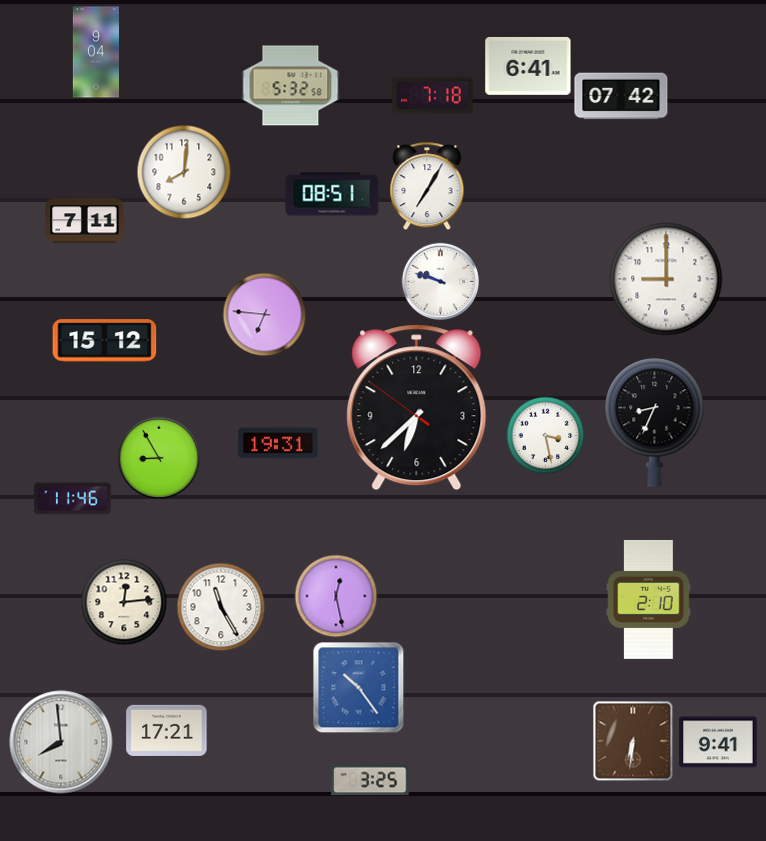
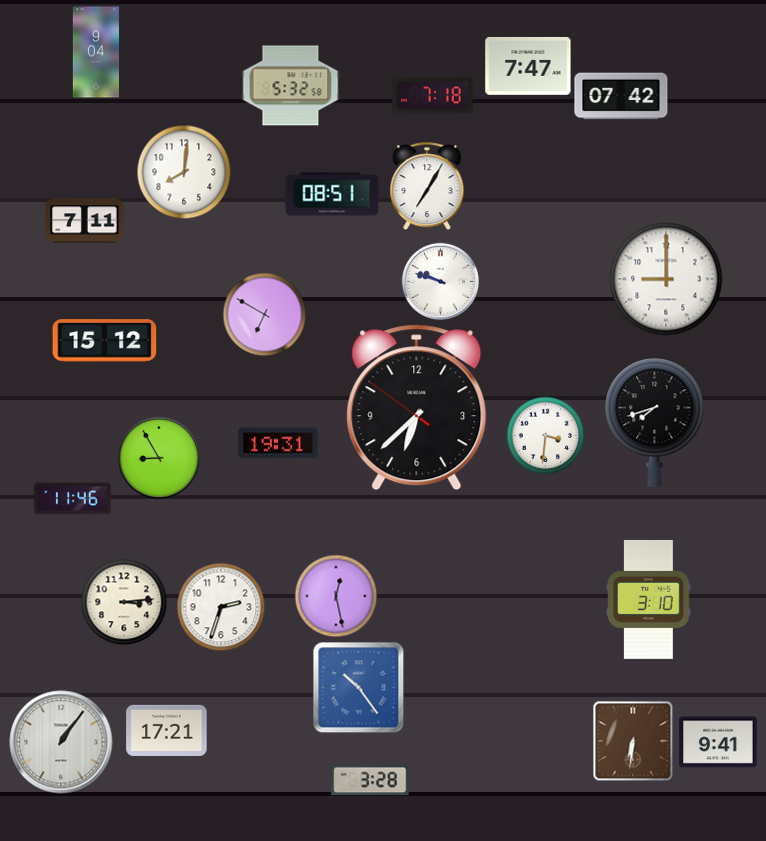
clock at (528, 66): 6:41 -> 7:47
clock at (264, 314): 6:46 -> 6:50
clock at (655, 422): 8:34 -> 7:42
clock at (545, 435): 3:28 -> 3:31
clock at (649, 599): 2:10 -> 3:10
clock at (124, 602): 12:14 -> 3:14
clock at (221, 607): 11:25 -> 2:33
clock at (61, 742): 7:59 -> 1:06
clock at (370, 780): 3:25 -> 3:28
